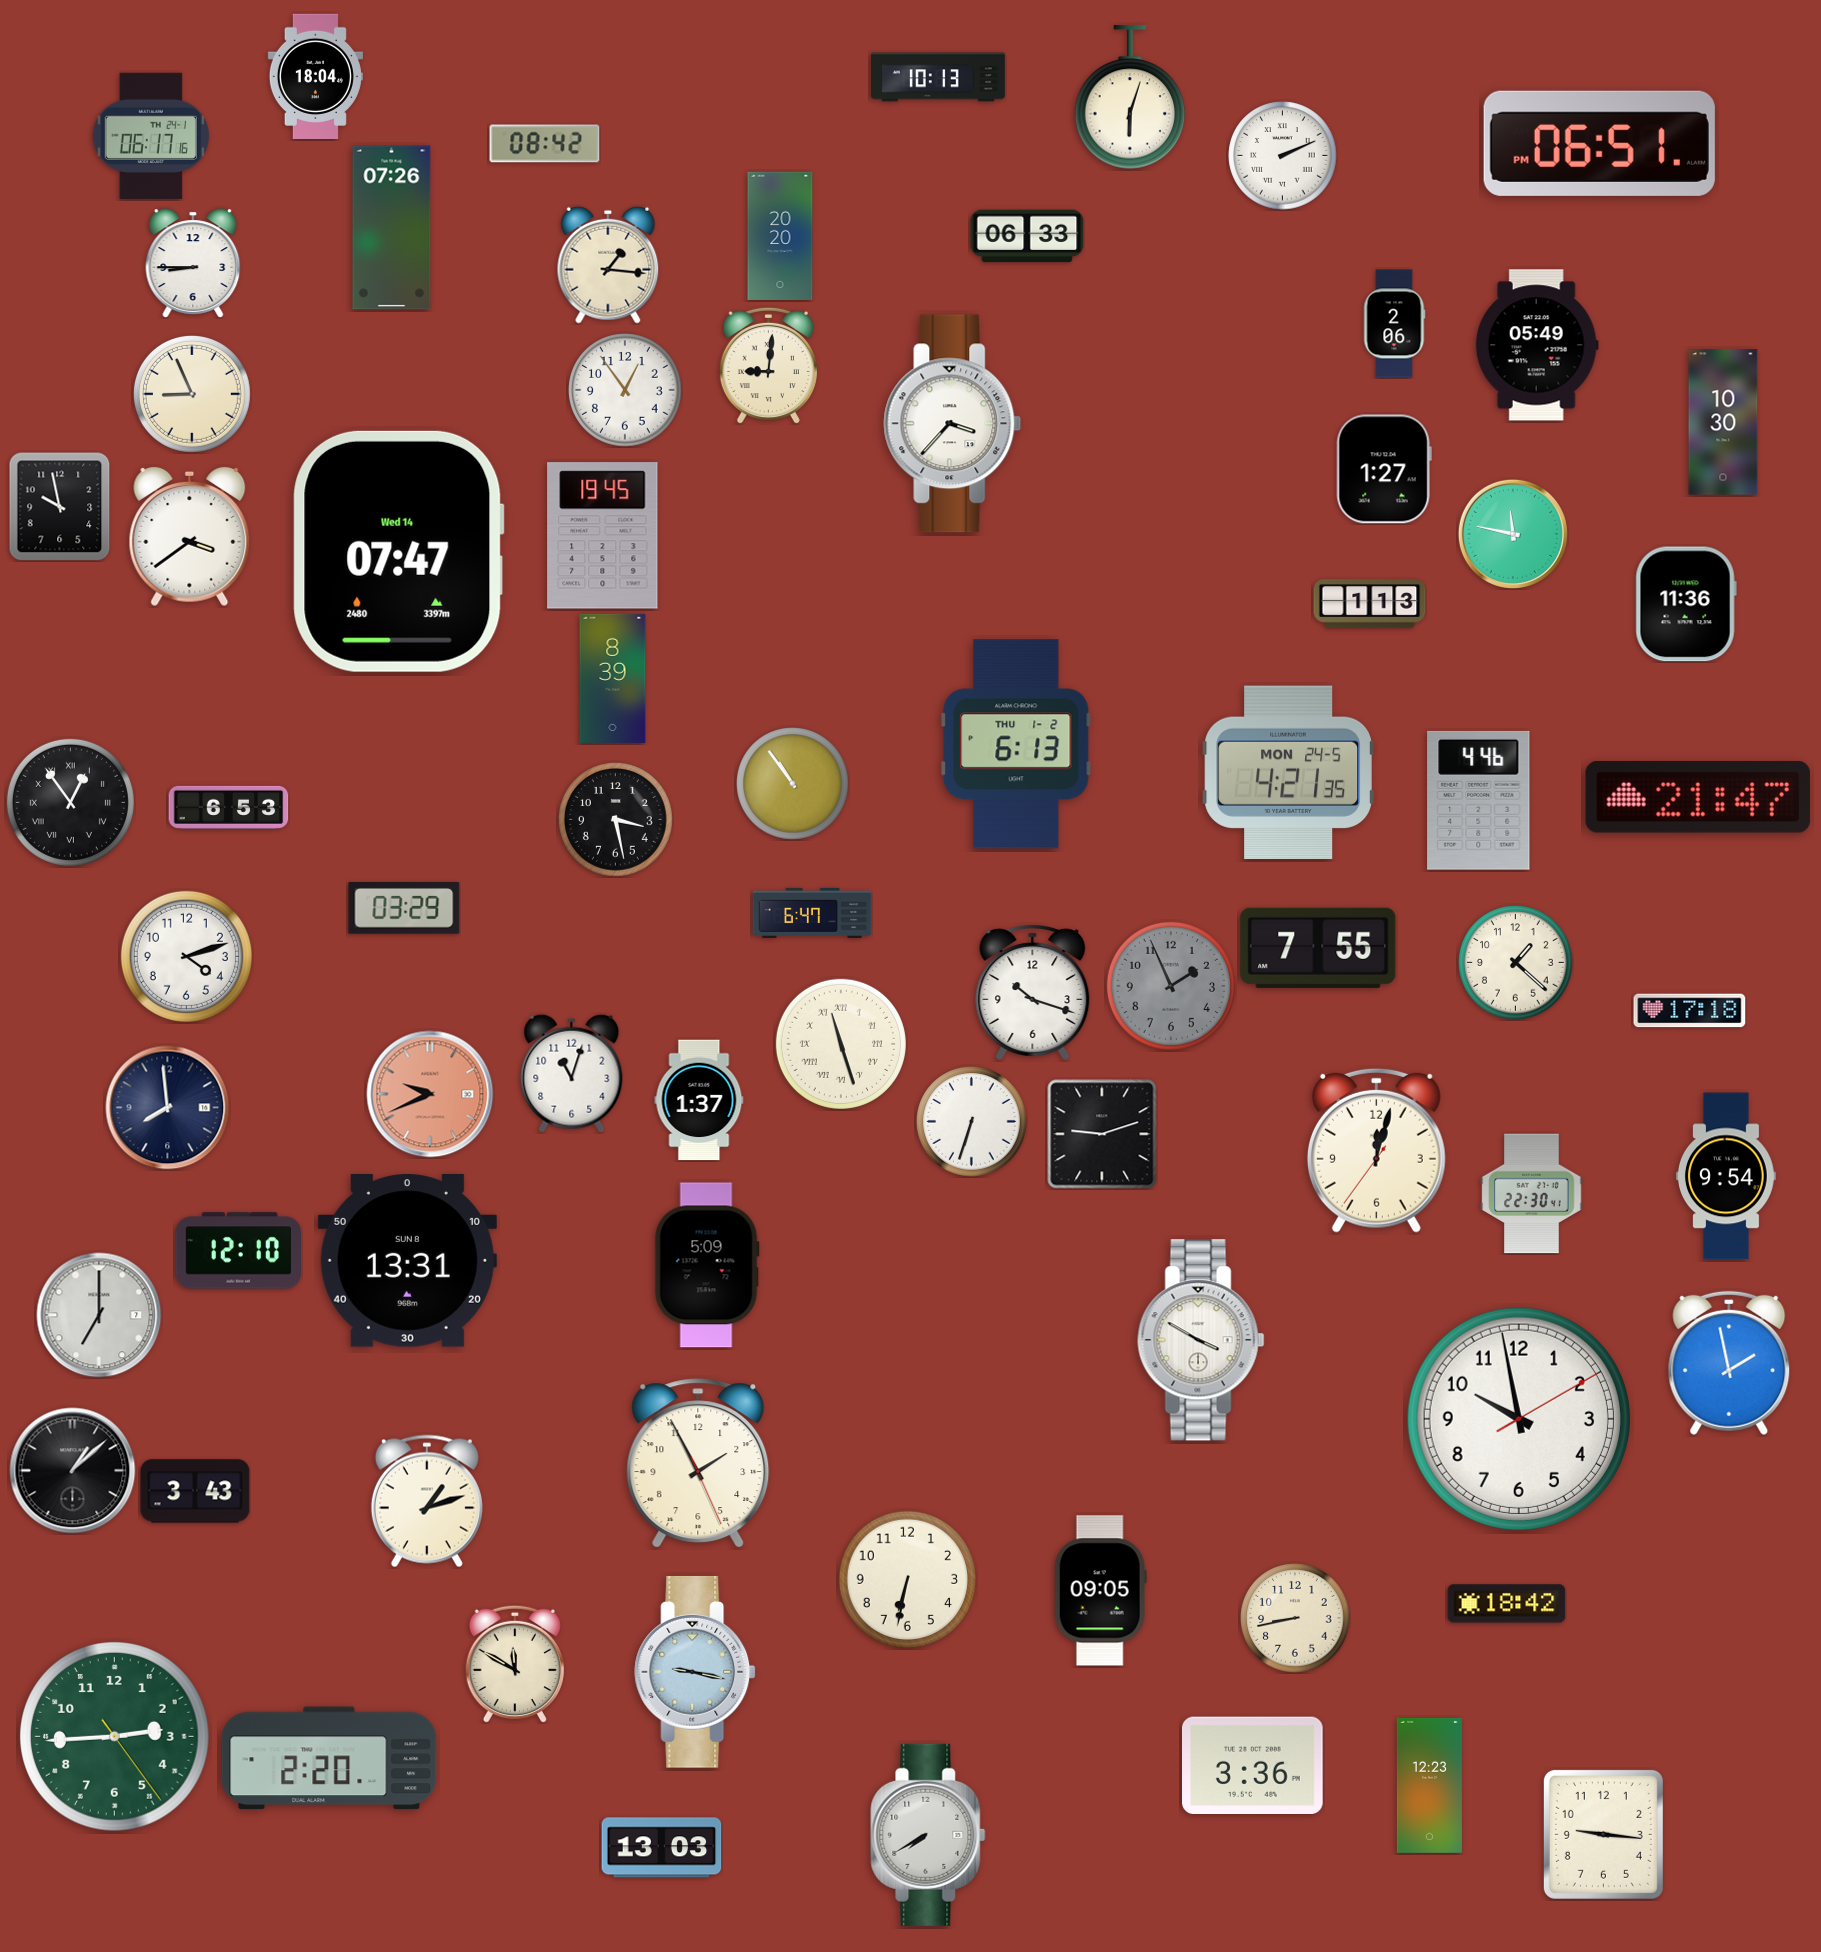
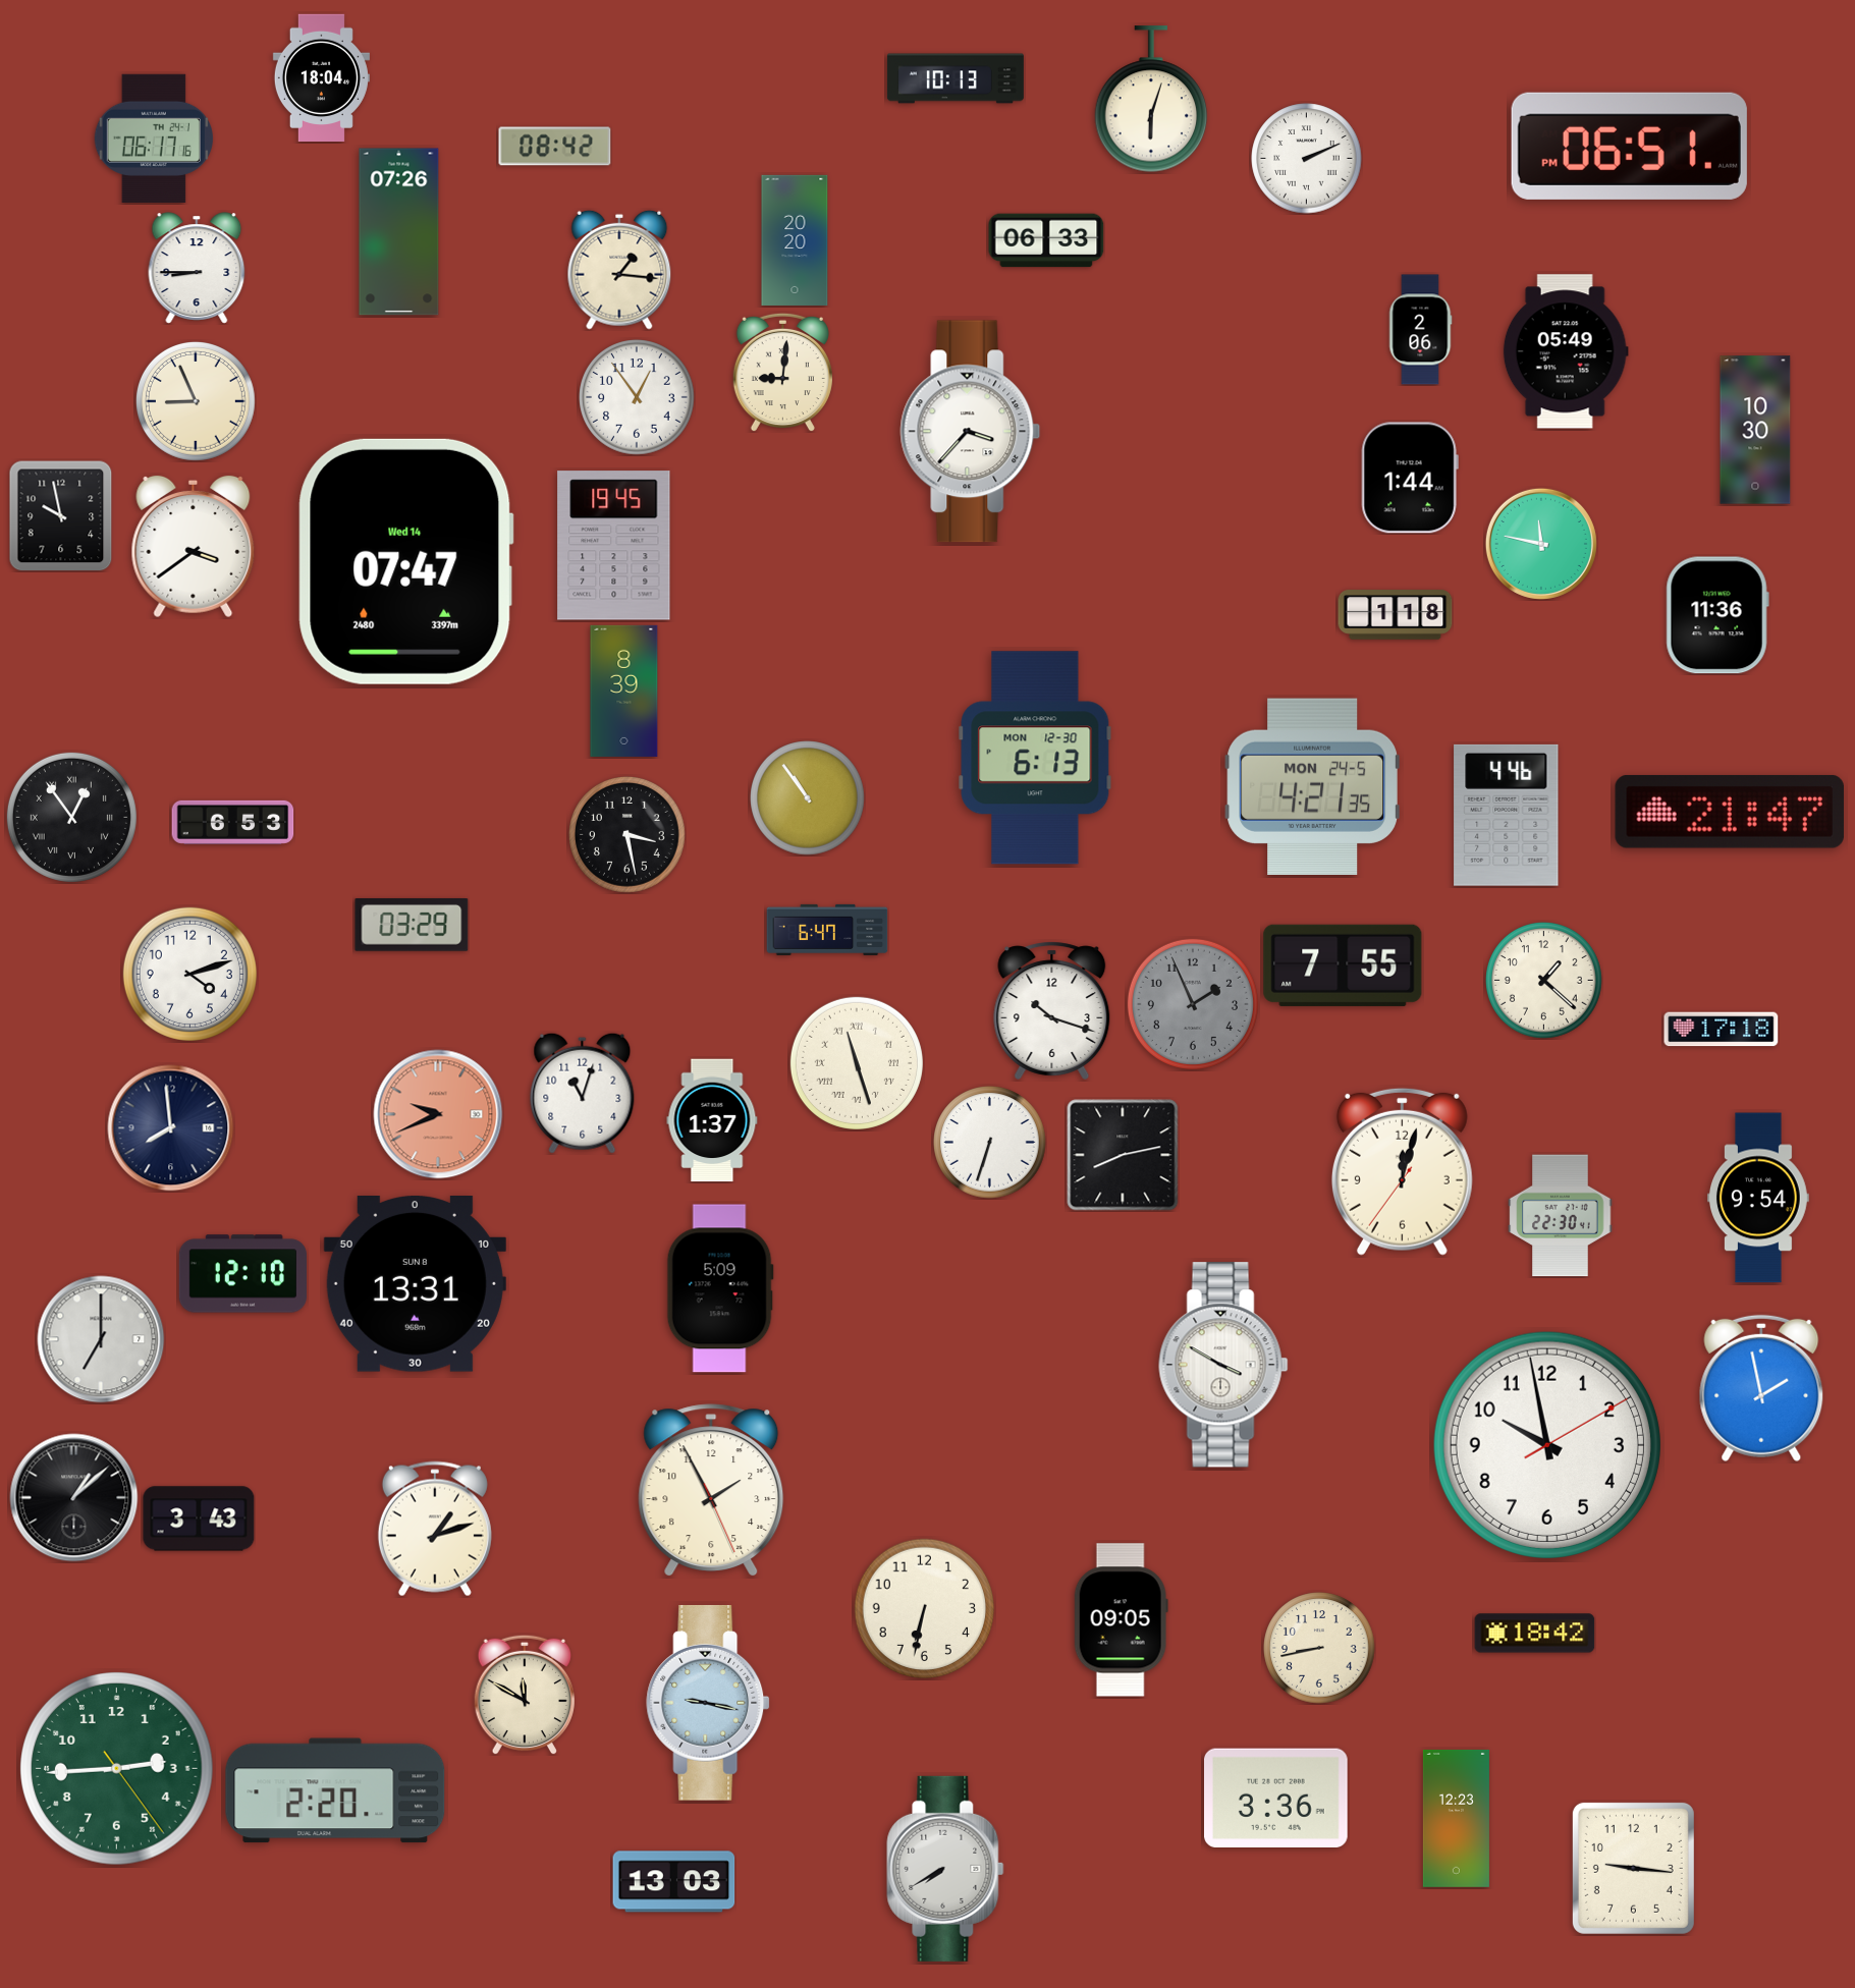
clock at (1384, 469): 1:27 -> 1:44
clock at (1370, 604): 1:13 -> 1:18
clock at (1016, 744) date: THU 1-2 -> MON 12-30
clock at (1102, 1134): 9:12 -> 8:13
